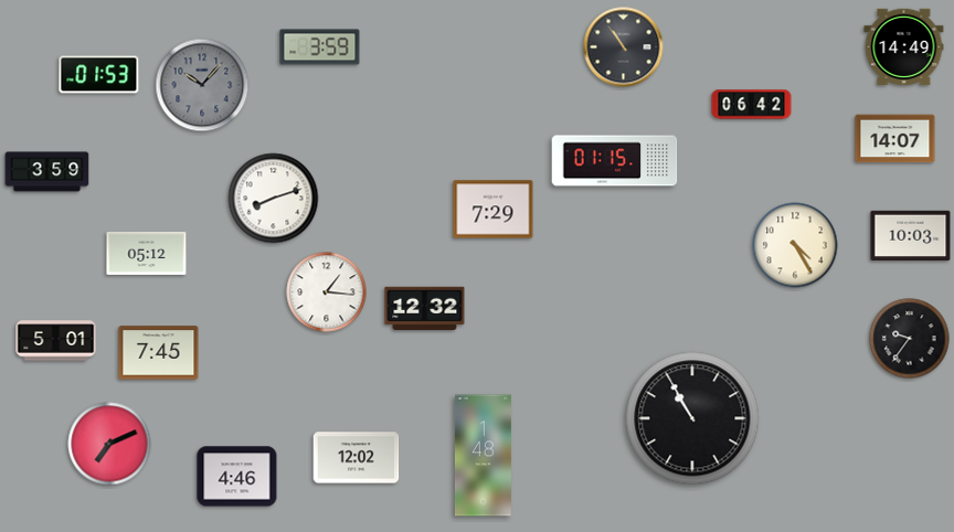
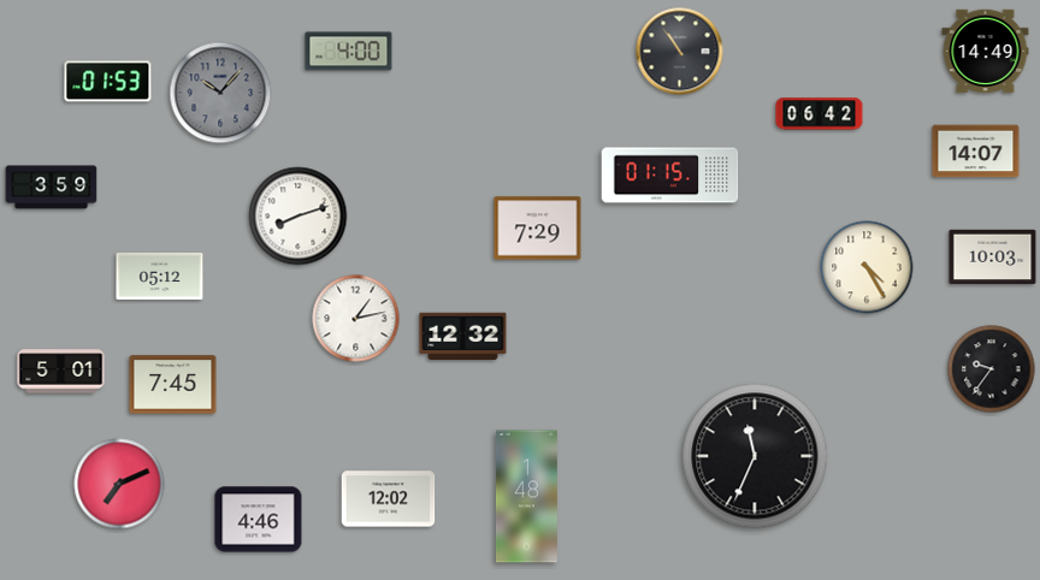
clock at (320, 47): 3:59 -> 4:00
clock at (327, 292): 1:16 -> 1:13
clock at (692, 418): 10:55 -> 11:34
